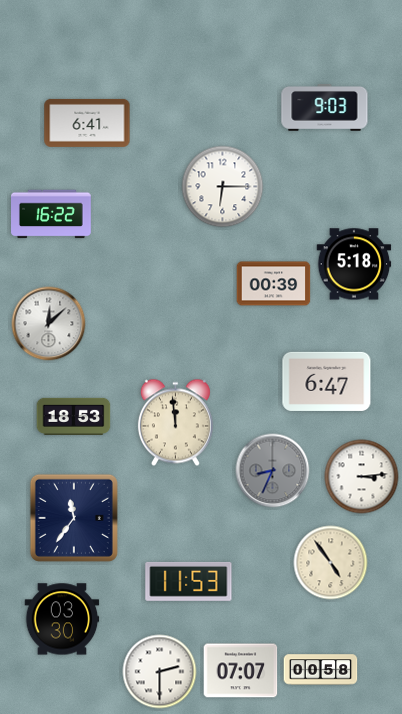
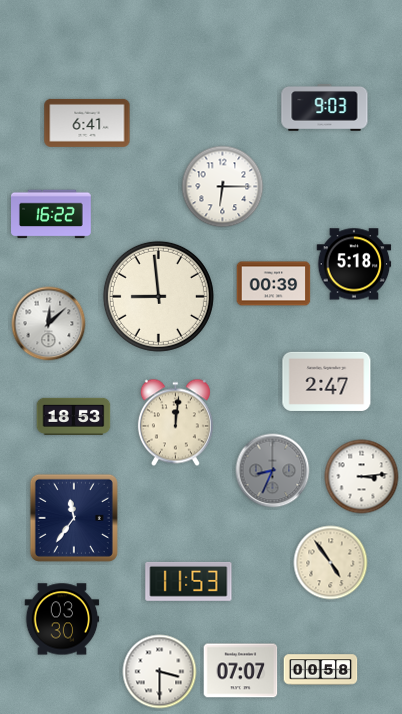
clock at (158, 296): none -> 8:59
clock at (327, 381): 6:47 -> 2:47
clock at (175, 423): 11:59 -> 12:01
clock at (160, 672): 2:30 -> 3:30
